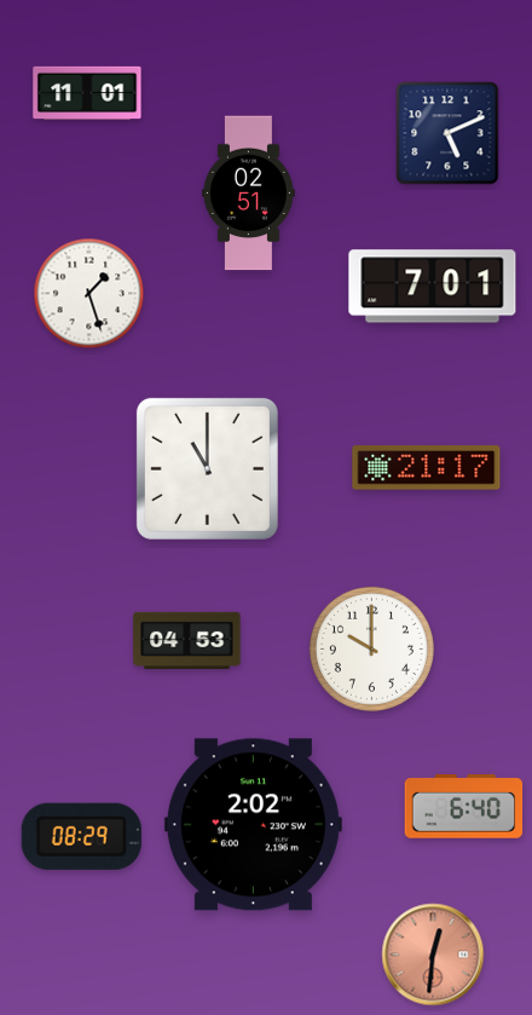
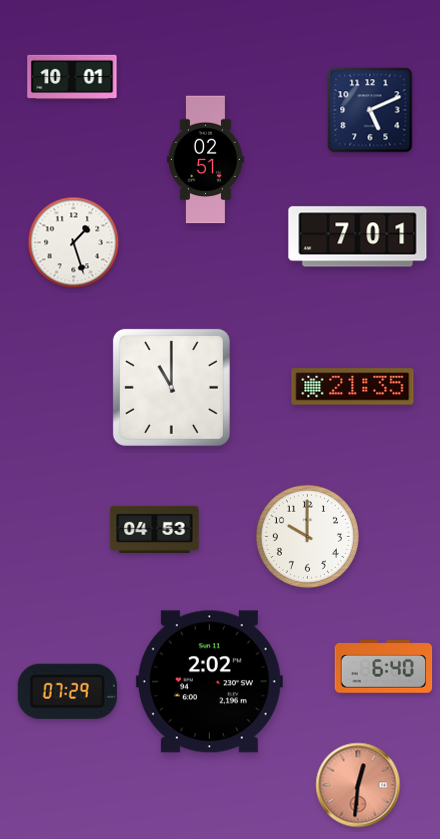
clock at (87, 92): 11:01 -> 10:01
clock at (427, 468): 21:17 -> 21:35
clock at (81, 836): 08:29 -> 07:29
clock at (433, 955) position: (433, 955) -> (358, 785)
